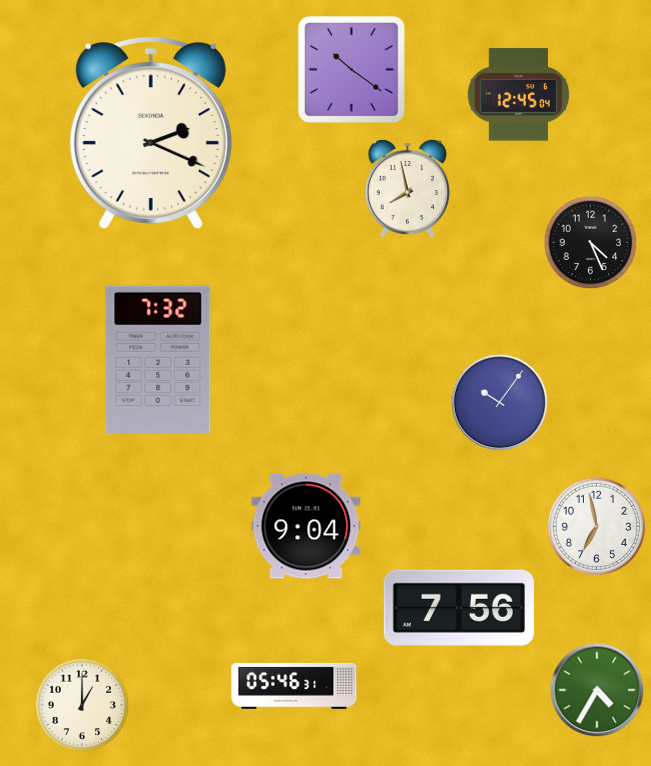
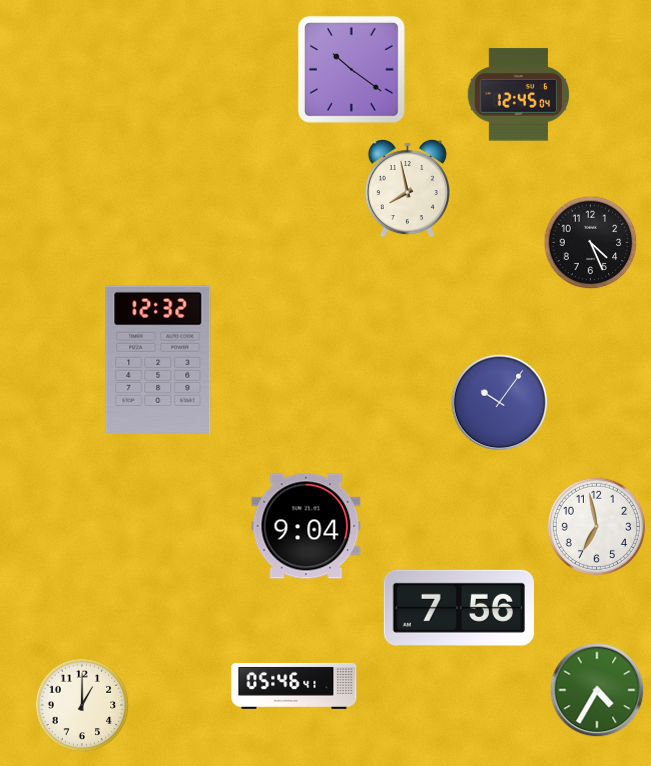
clock at (151, 132): 2:19 -> none
clock at (158, 359): 7:32 -> 12:32
clock at (294, 686): 05:46:31 -> 05:46:41
